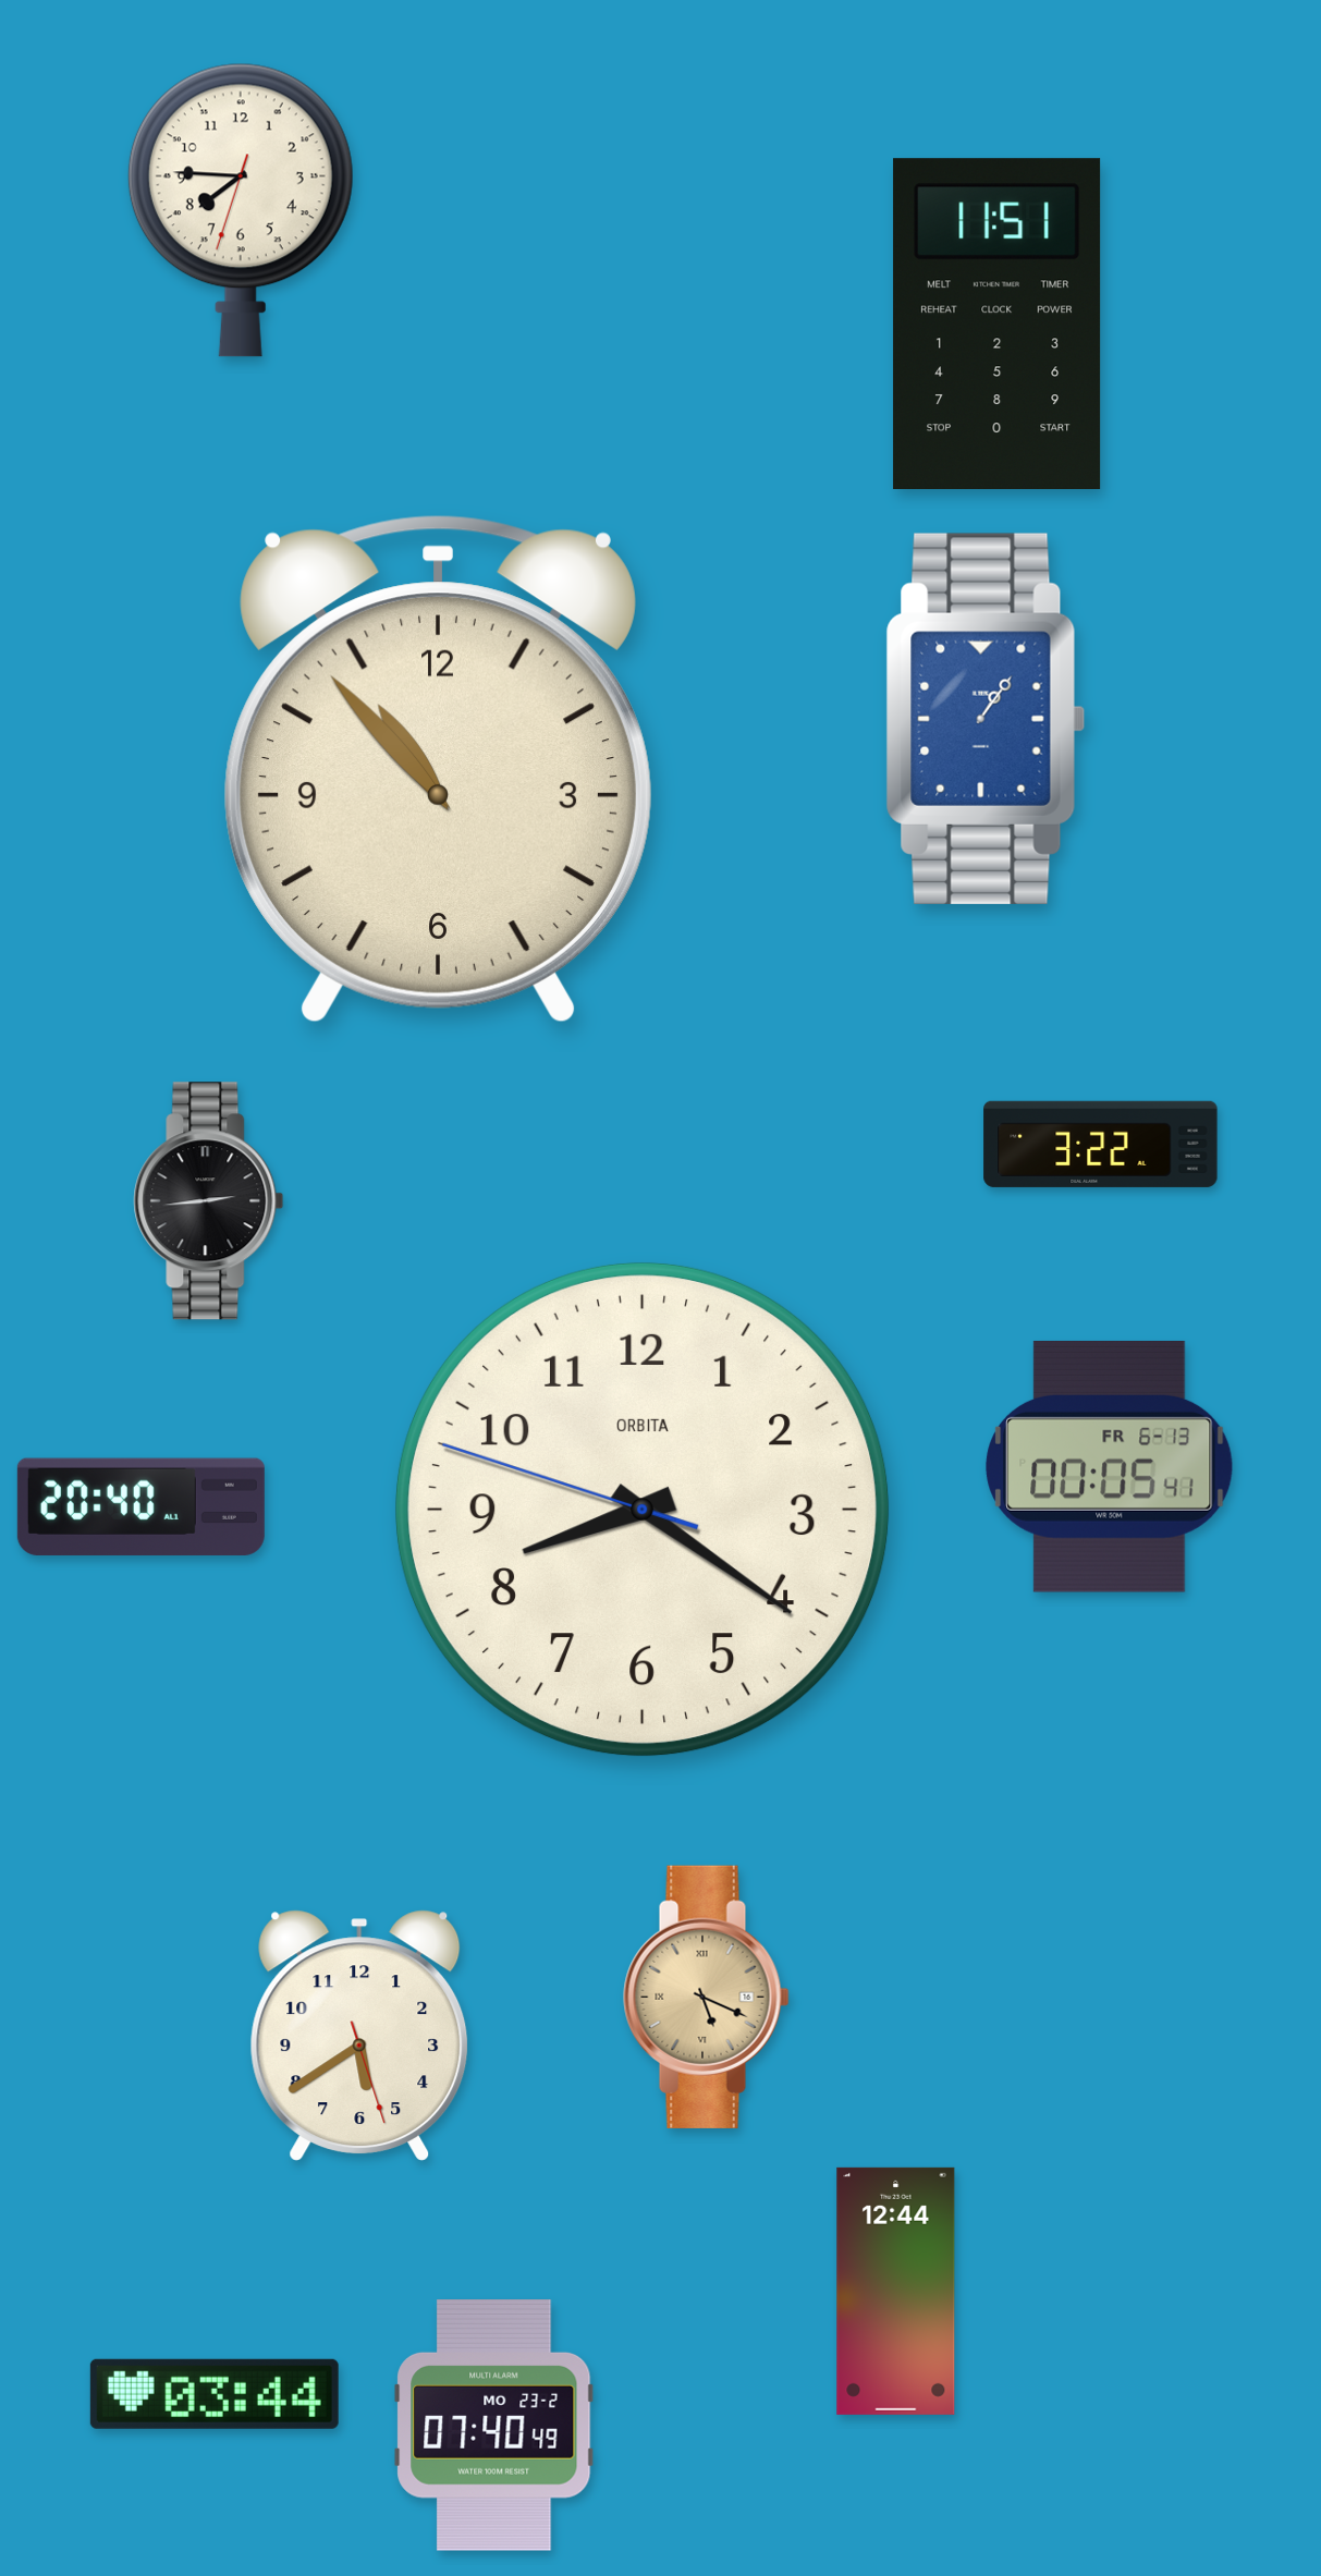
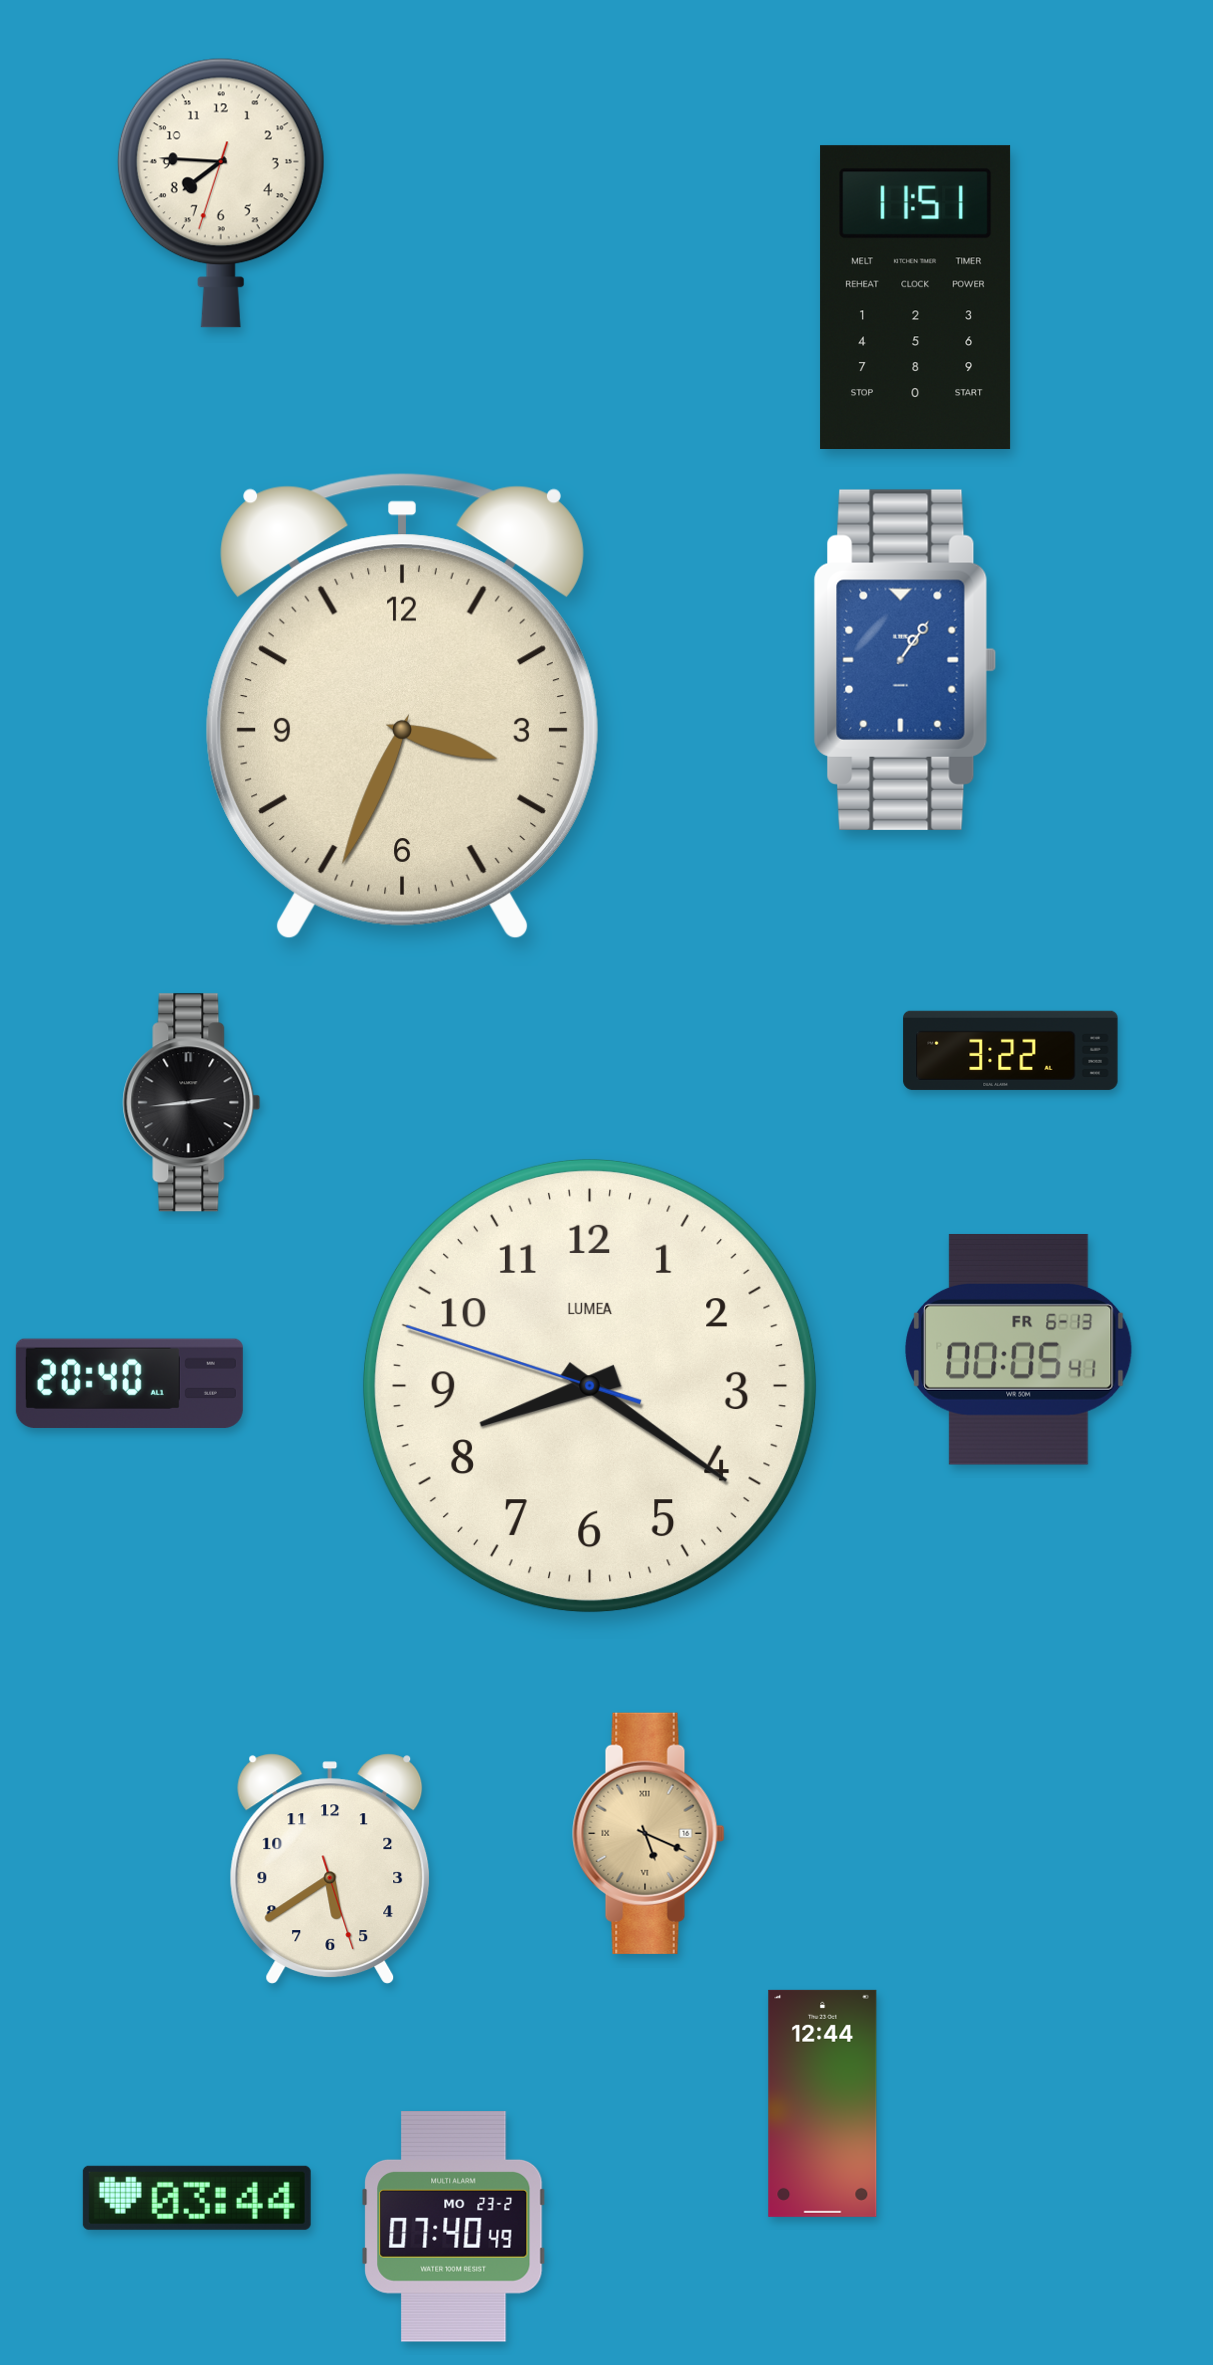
clock at (438, 770): 10:53 -> 3:34
clock at (1110, 1466) position: (1110, 1466) -> (1019, 1349)
clock at (643, 1510) brand: ORBITA -> LUMEA
